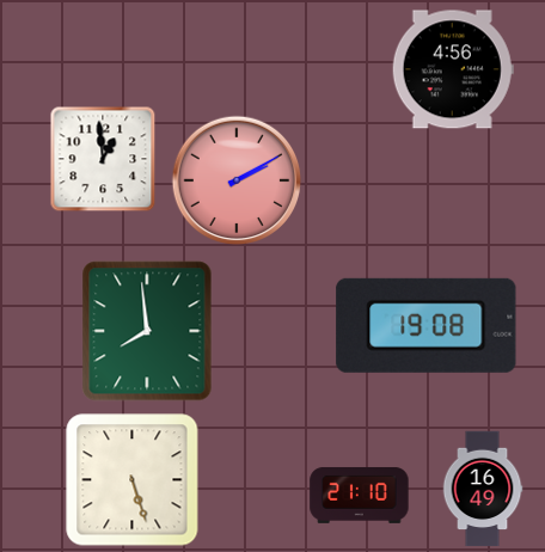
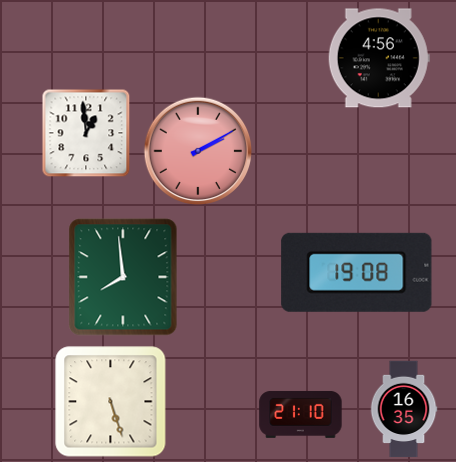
clock at (483, 489): 16:49 -> 16:35
